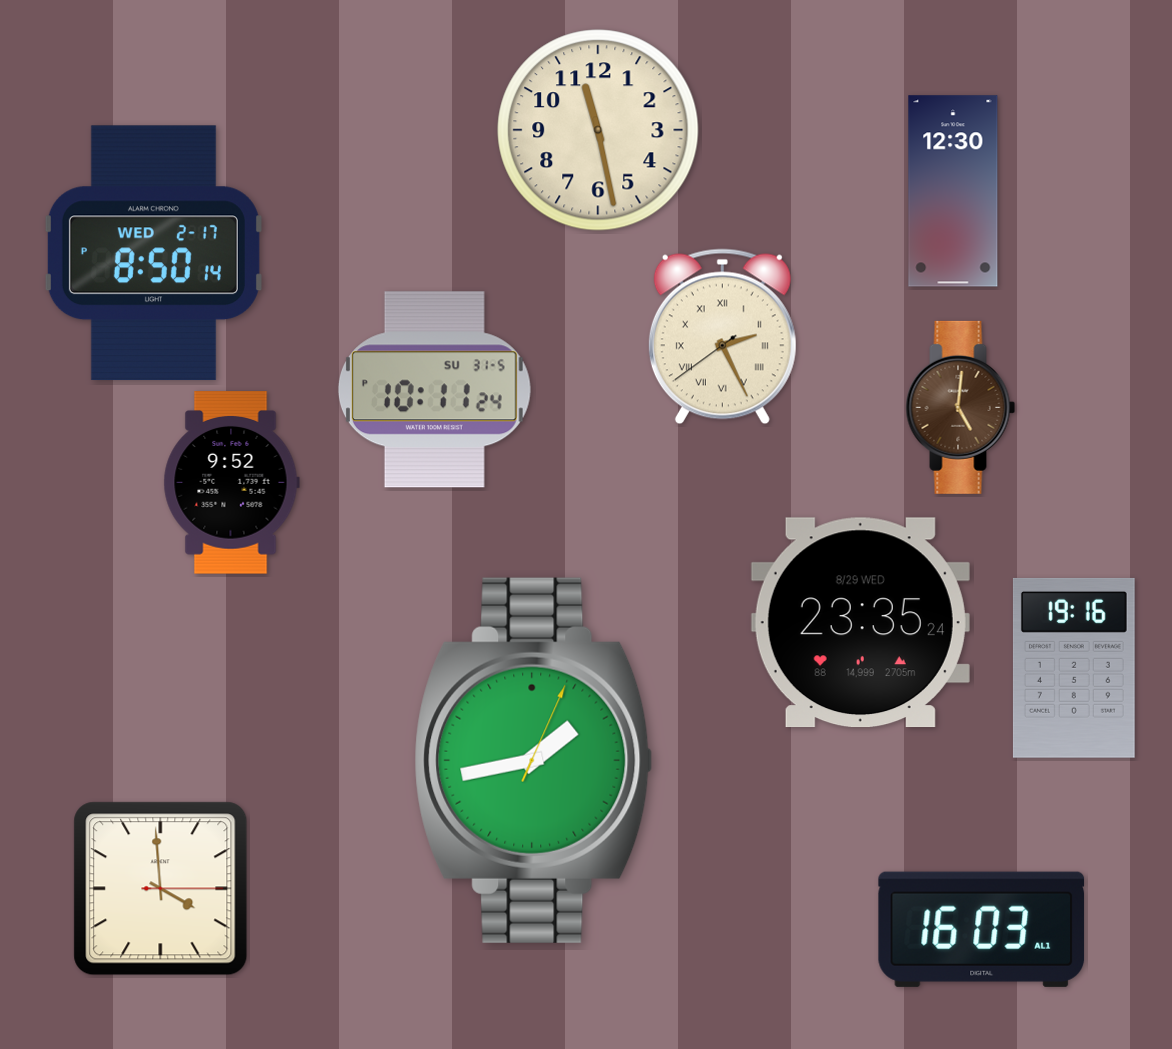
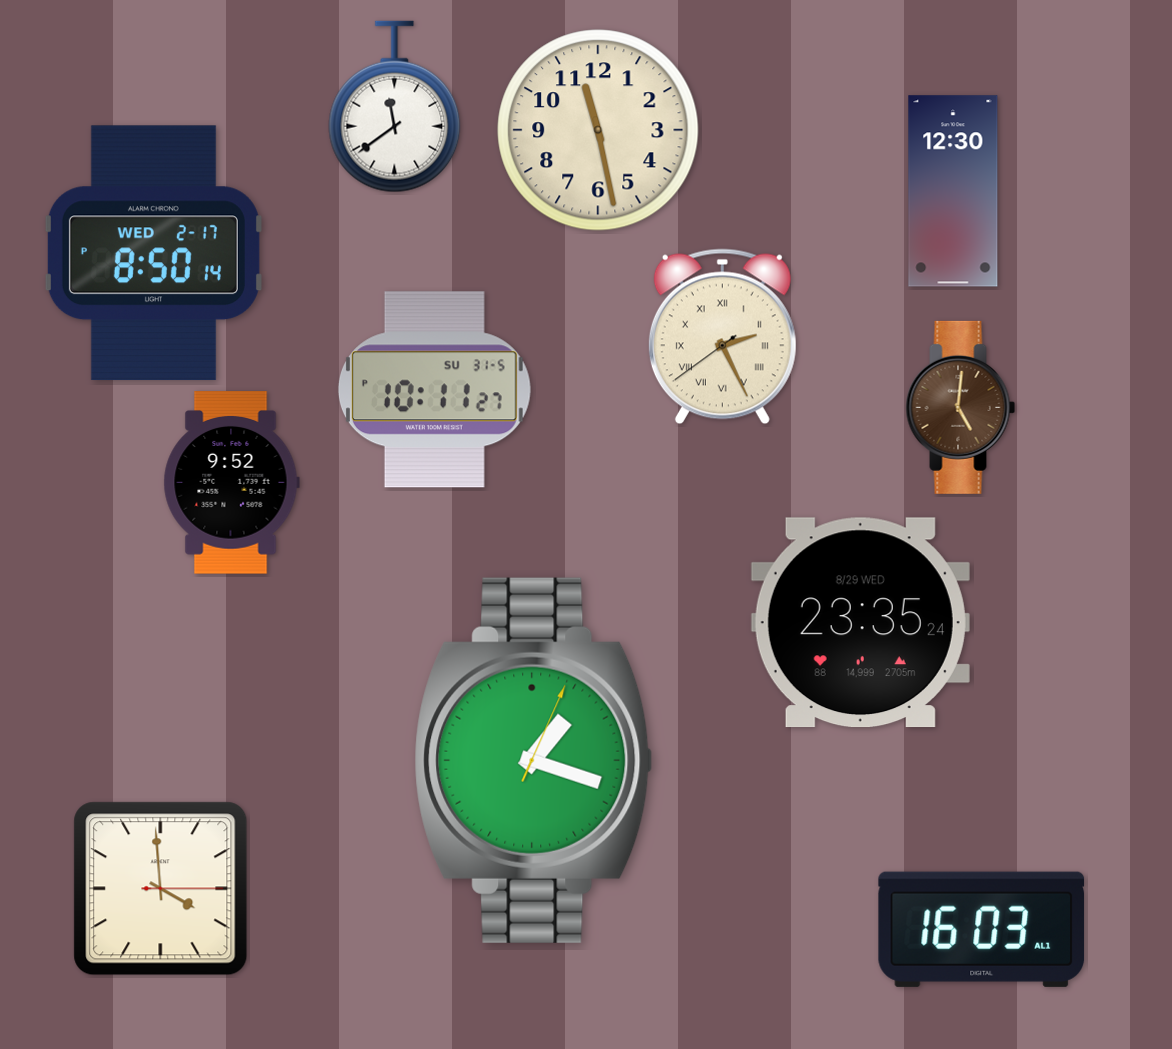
clock at (395, 107): none -> 11:39
clock at (434, 390): 10:11:24 PM -> 10:11:27 PM
clock at (1074, 668): 19:16 -> none
clock at (534, 760): 1:43 -> 1:18
